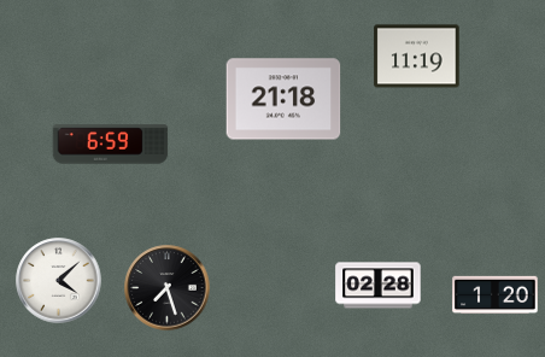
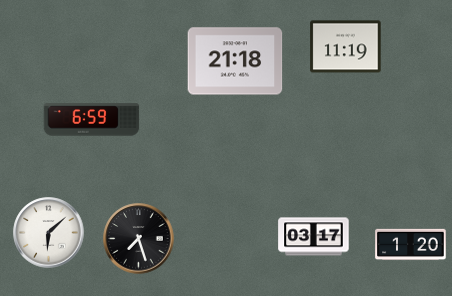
clock at (283, 99) position: (283, 99) -> (235, 61)
clock at (59, 281): 4:08 -> 6:08
clock at (379, 286): 02:28 -> 03:17
